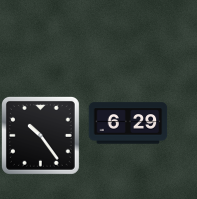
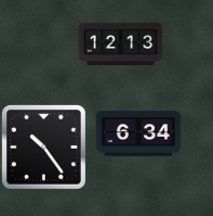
clock at (120, 43): none -> 12:13
clock at (128, 123): 6:29 -> 6:34
